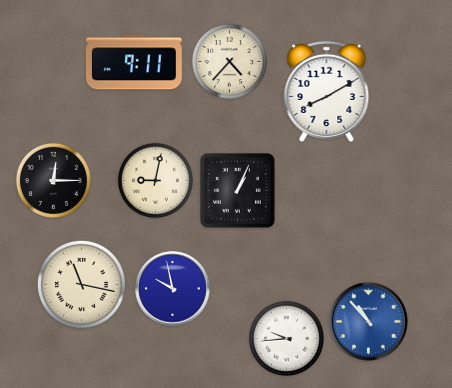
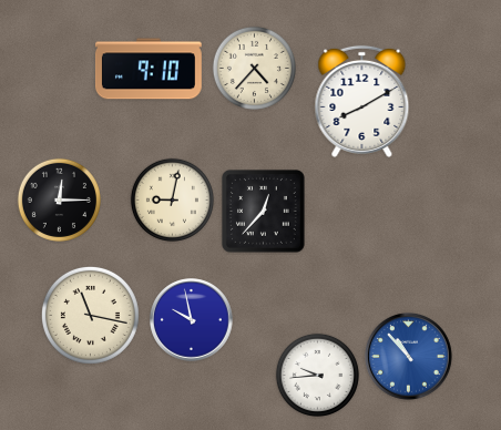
clock at (134, 62): 9:11 -> 9:10
clock at (238, 191): 1:04 -> 12:37
